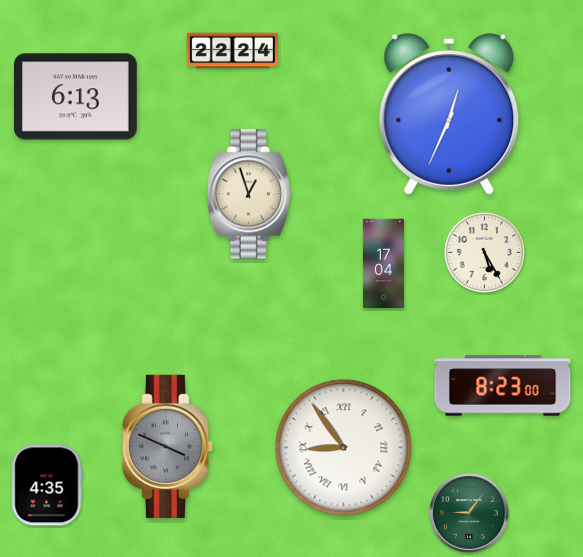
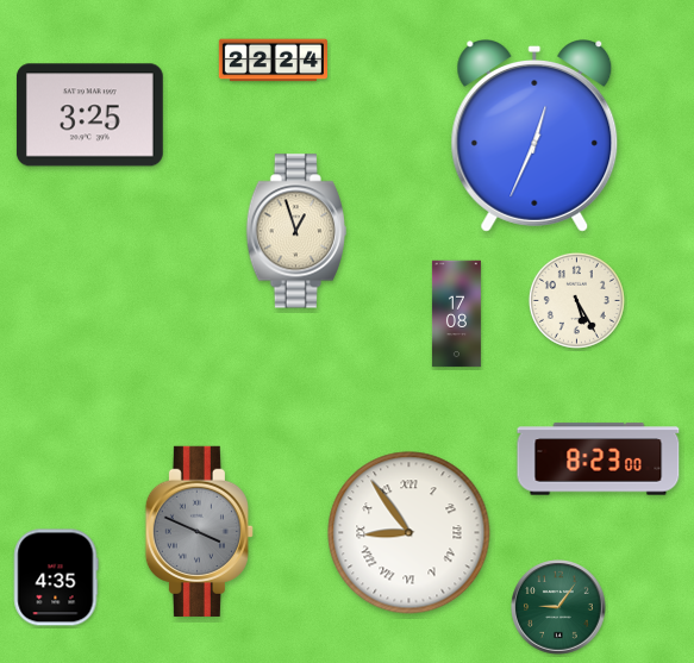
clock at (232, 51) position: (232, 51) -> (273, 61)
clock at (75, 97): 6:13 -> 3:25
clock at (383, 264): 17:04 -> 17:08
clock at (469, 513) position: (469, 513) -> (558, 607)
